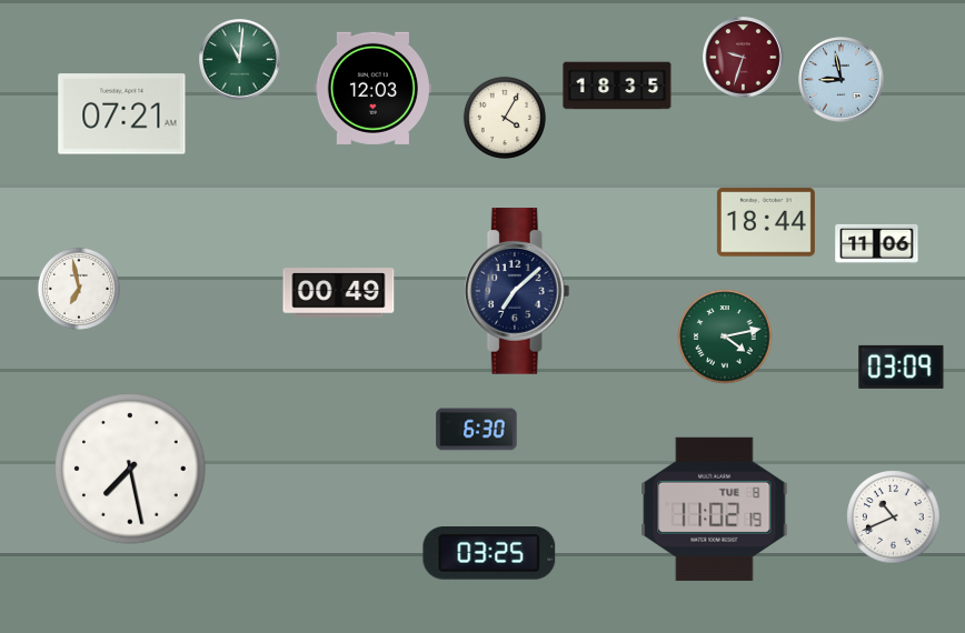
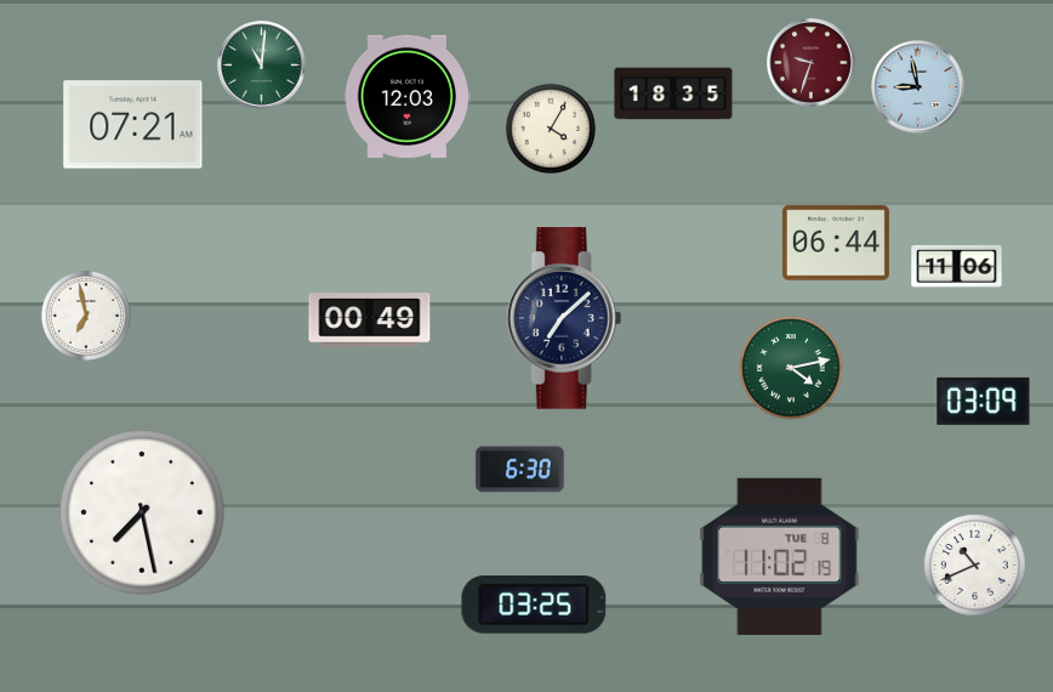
clock at (766, 222): 18:44 -> 06:44
